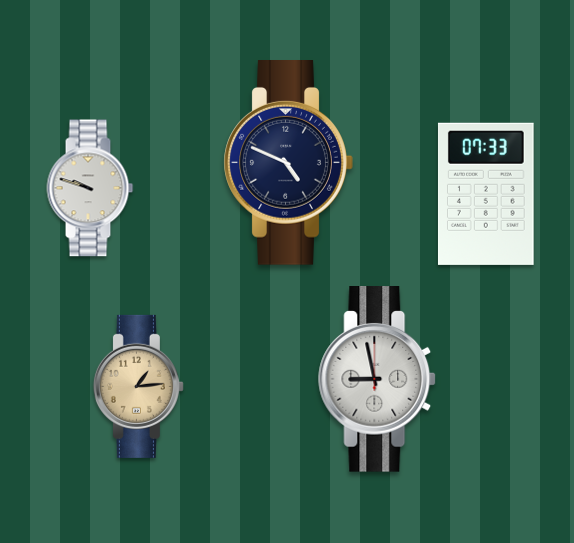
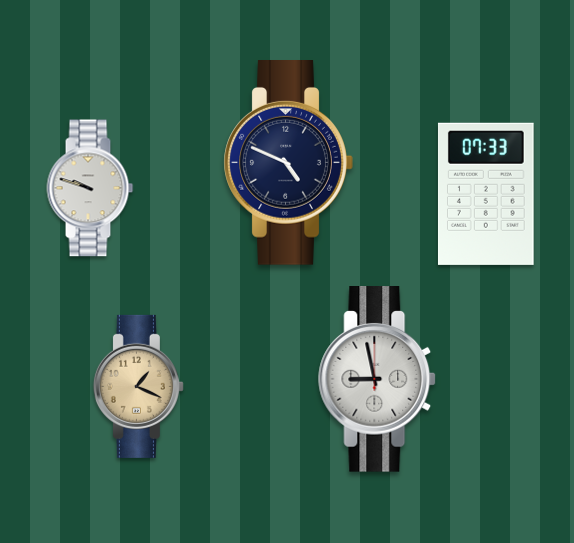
clock at (138, 386): 1:14 -> 1:19
